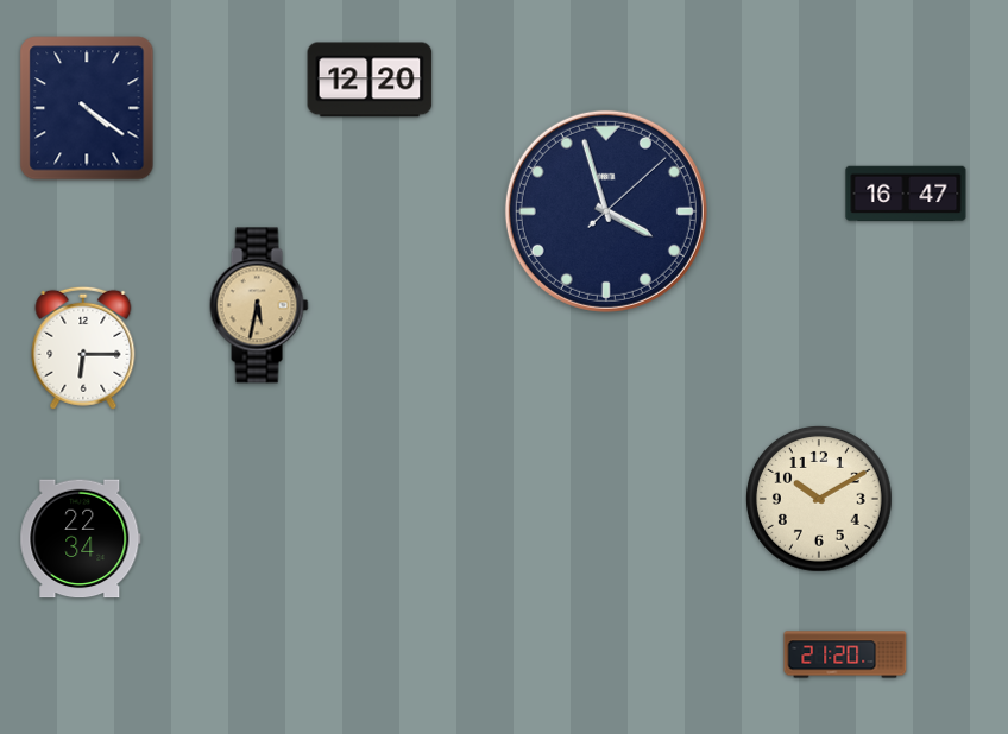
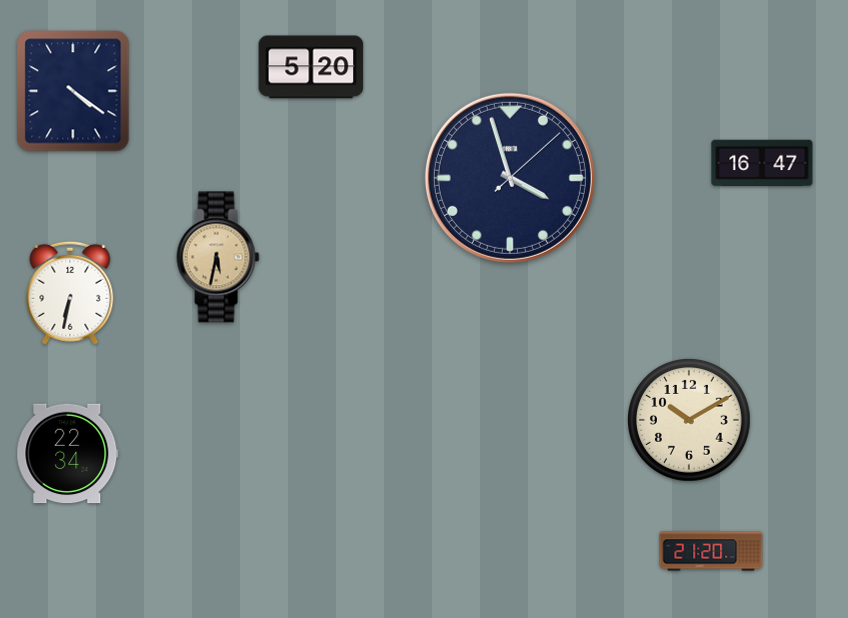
clock at (370, 80): 12:20 -> 5:20
clock at (83, 348): 6:15 -> 6:32
